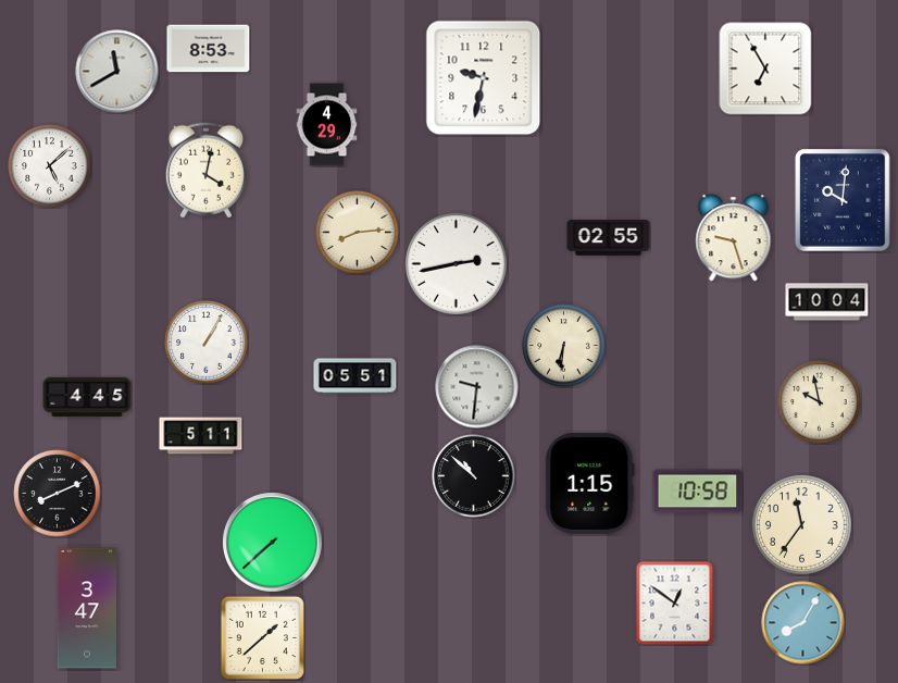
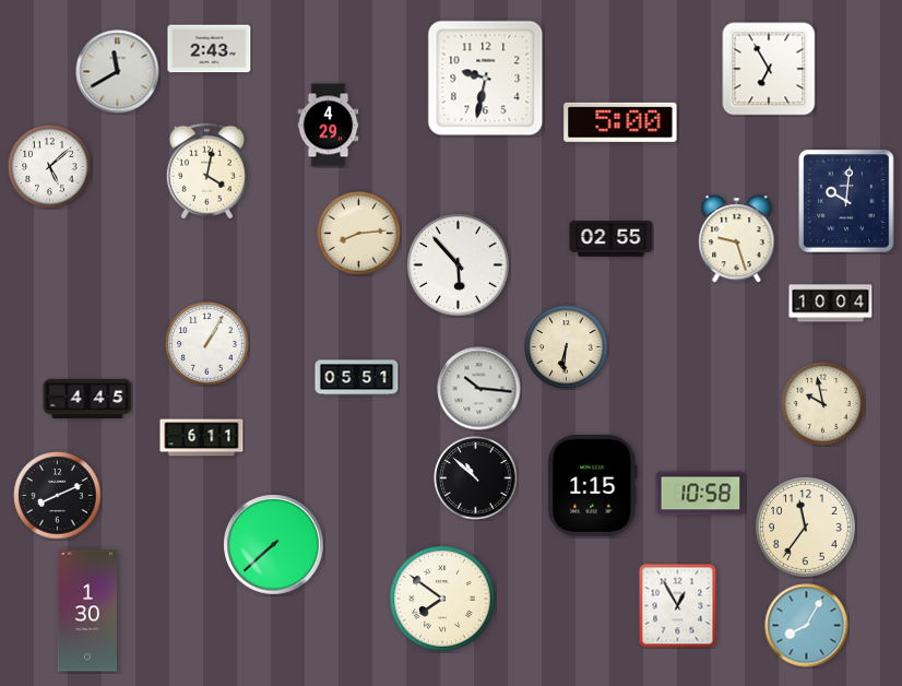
clock at (209, 49): 8:53 -> 2:43
clock at (620, 122): none -> 5:00
clock at (457, 264): 2:43 -> 5:53
clock at (477, 387): 9:31 -> 10:16
clock at (201, 436): 5:11 -> 6:11
clock at (443, 600): none -> 7:51
clock at (675, 603): 12:51 -> 12:55
clock at (87, 608): 3:47 -> 1:30
clock at (262, 637): 1:38 -> none
